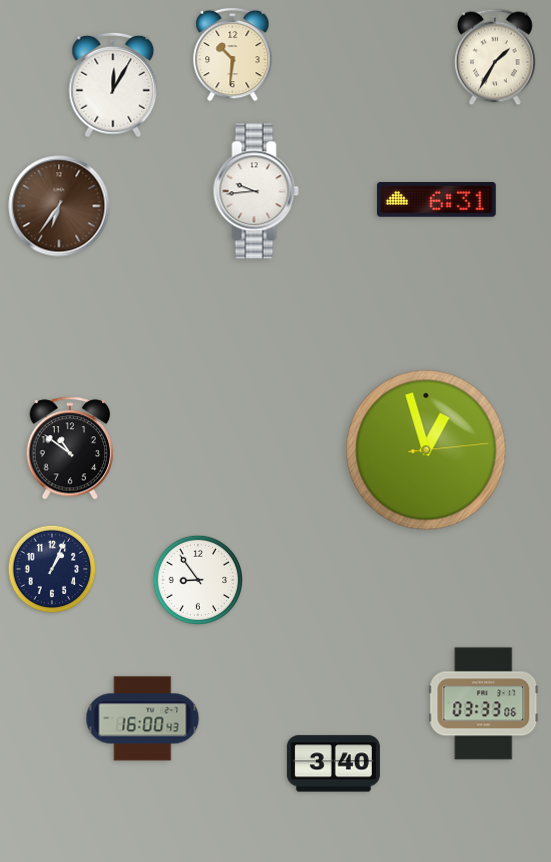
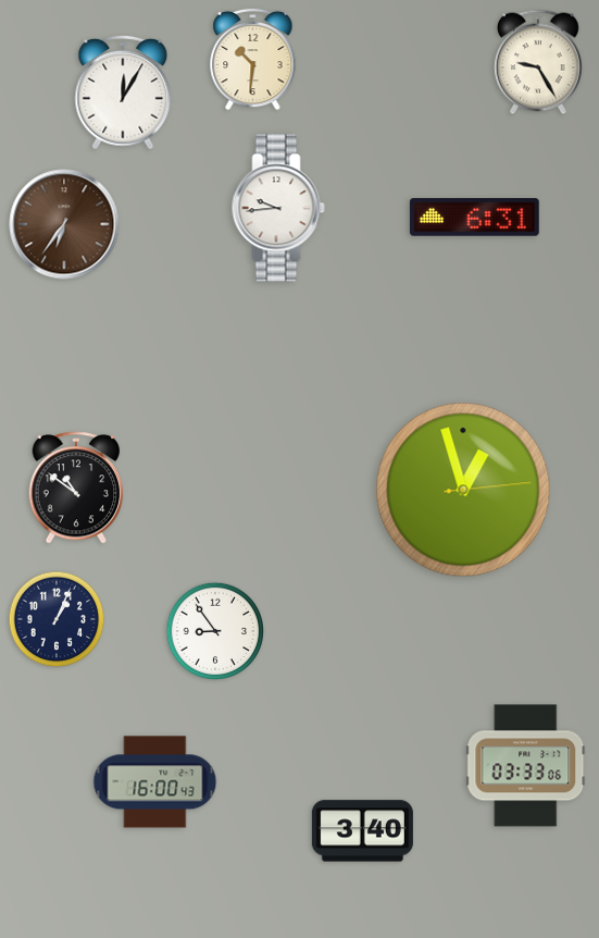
clock at (495, 57): 1:35 -> 9:25
